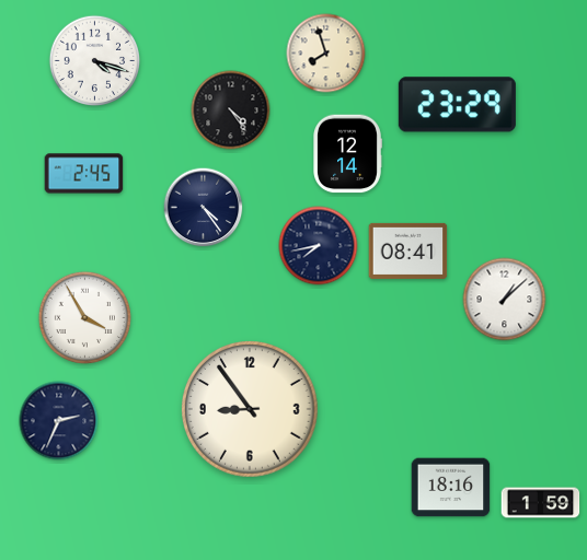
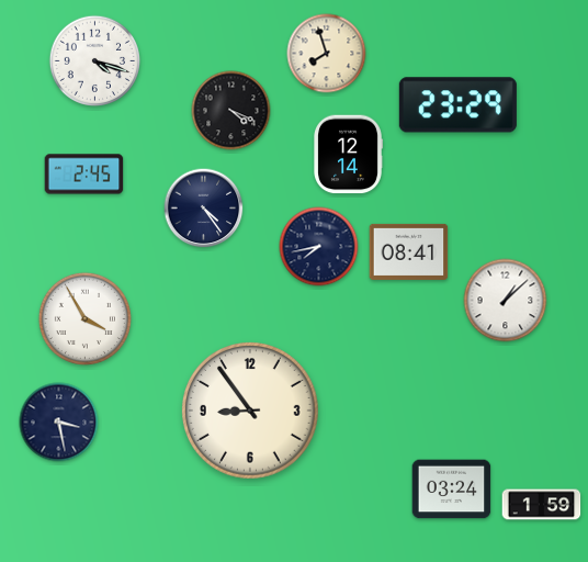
clock at (231, 110): 4:24 -> 4:19
clock at (59, 421): 2:34 -> 3:28
clock at (451, 488): 18:16 -> 03:24
